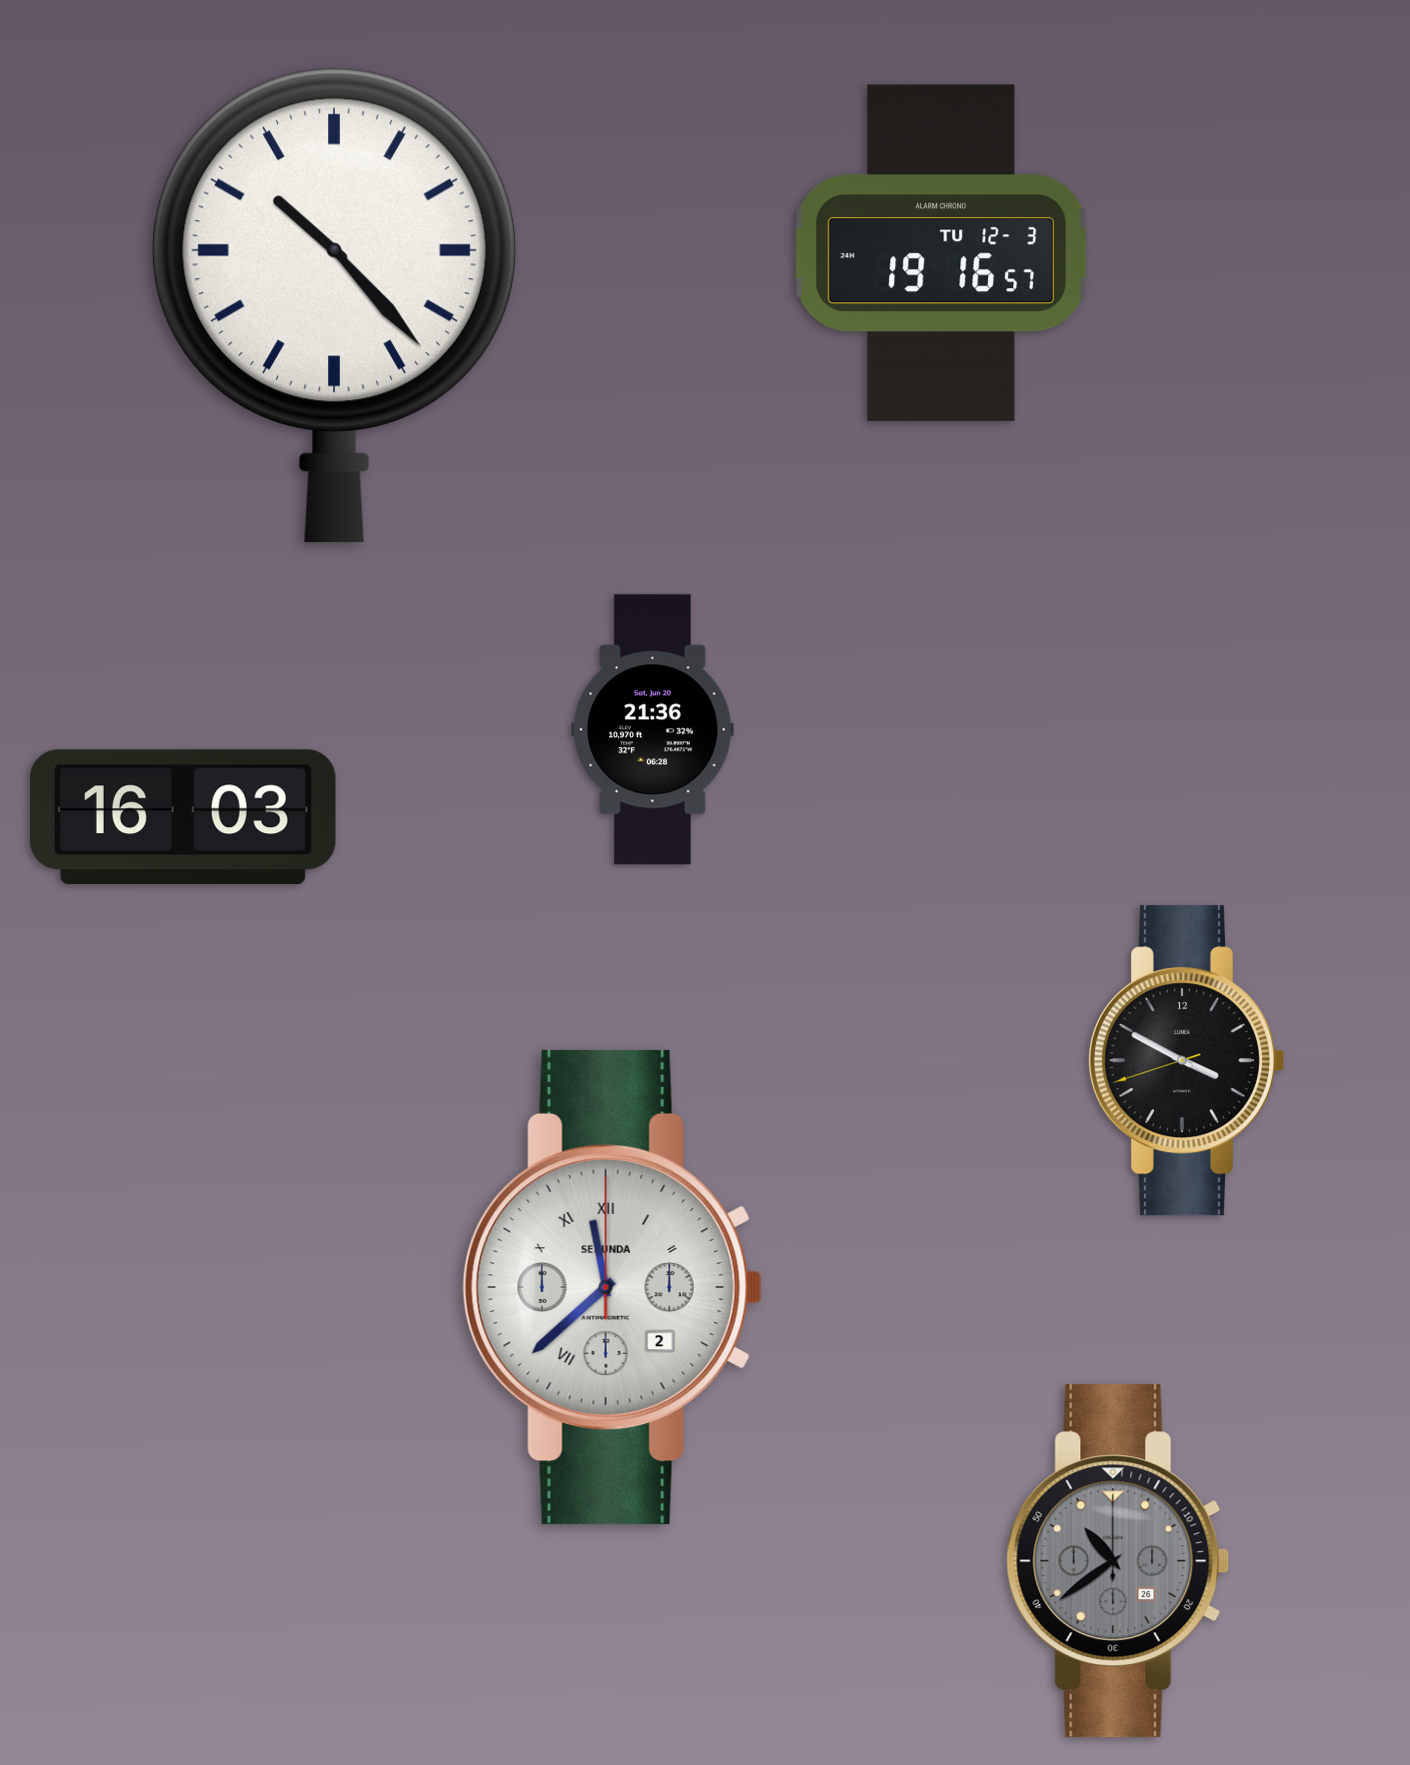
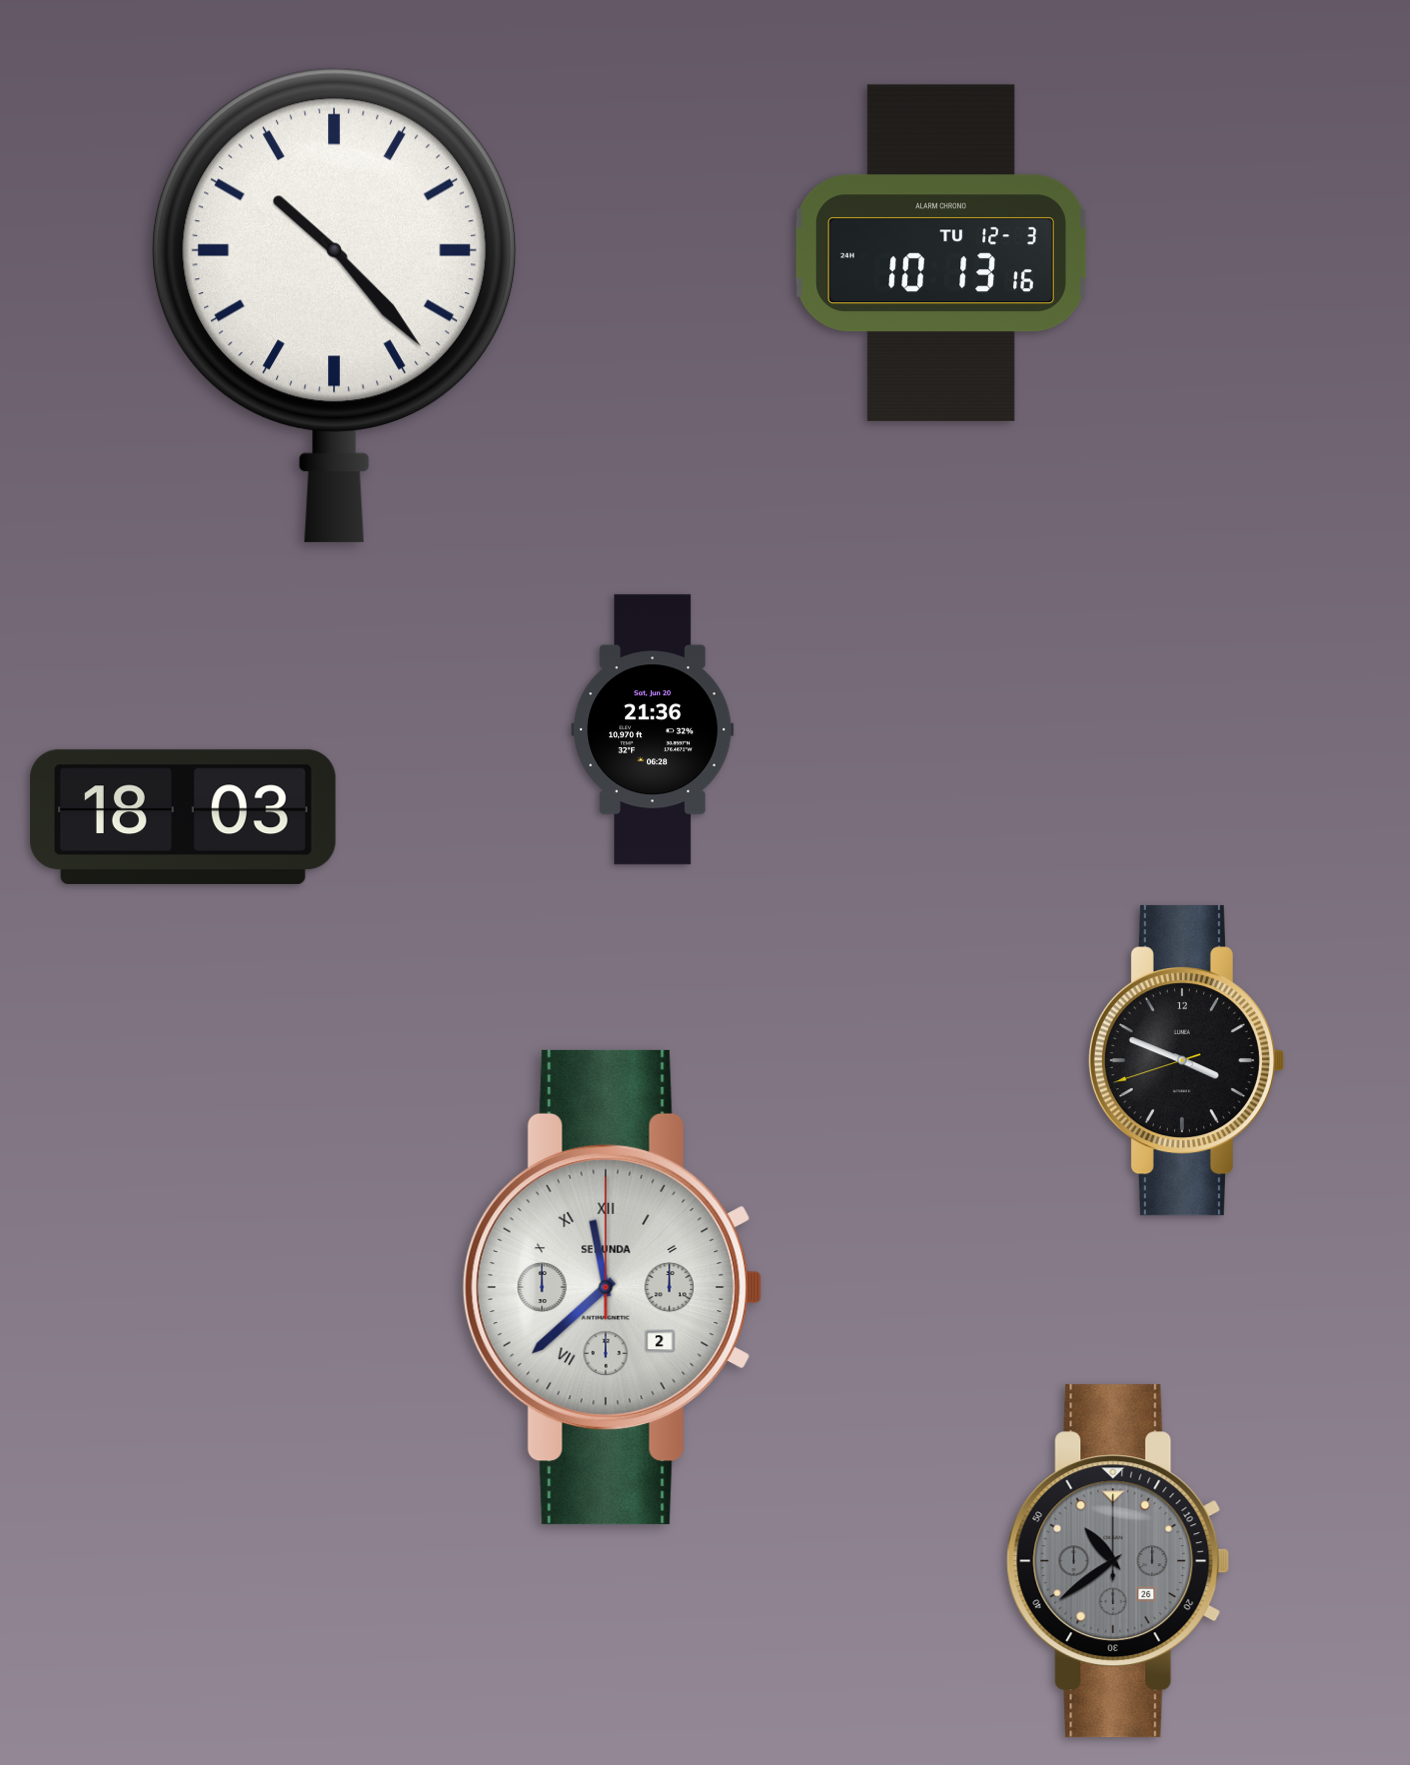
clock at (941, 253): 19:16 -> 10:13
clock at (183, 817): 16:03 -> 18:03
clock at (1186, 1061): 3:49 -> 3:48
